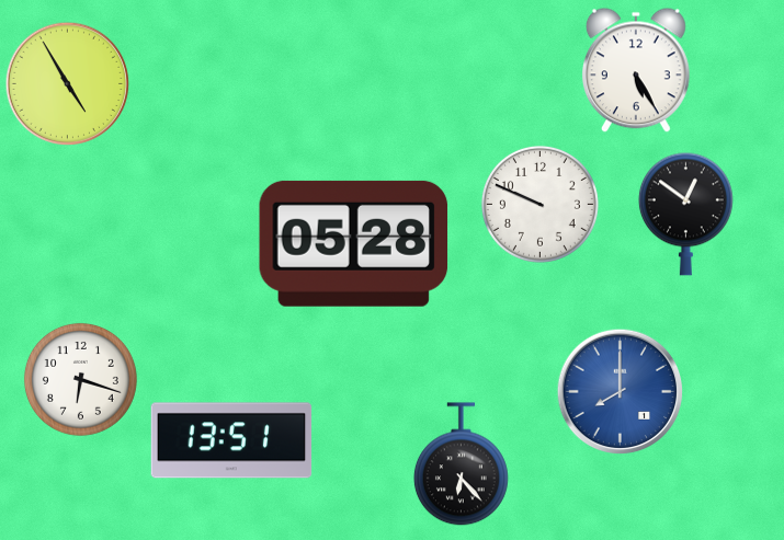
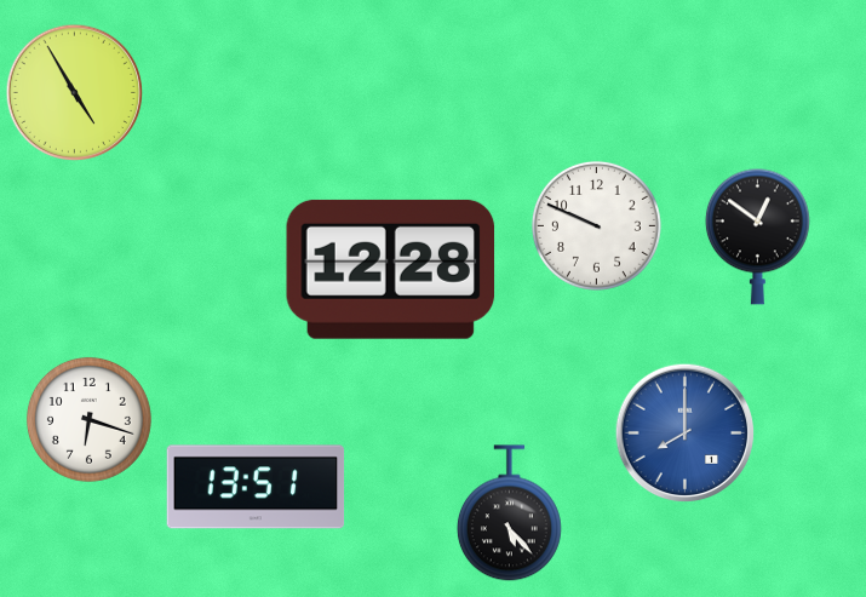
clock at (636, 70): 5:25 -> none
clock at (354, 243): 05:28 -> 12:28
clock at (461, 464): 6:23 -> 5:23
